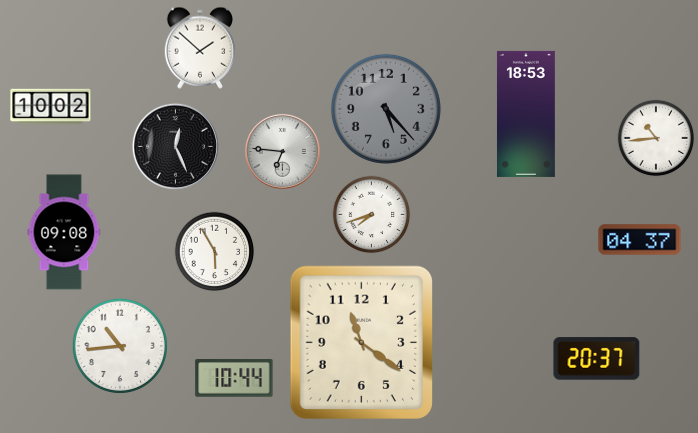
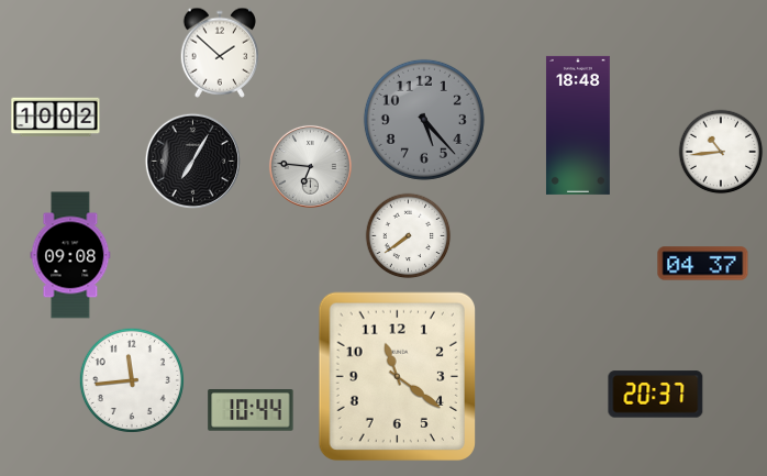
clock at (526, 114): 18:53 -> 18:48
clock at (175, 146): 12:26 -> 7:05
clock at (372, 215): 7:42 -> 7:39
clock at (215, 252): 5:55 -> none
clock at (120, 346): 10:44 -> 11:44
clock at (234, 379) position: (234, 379) -> (251, 411)
